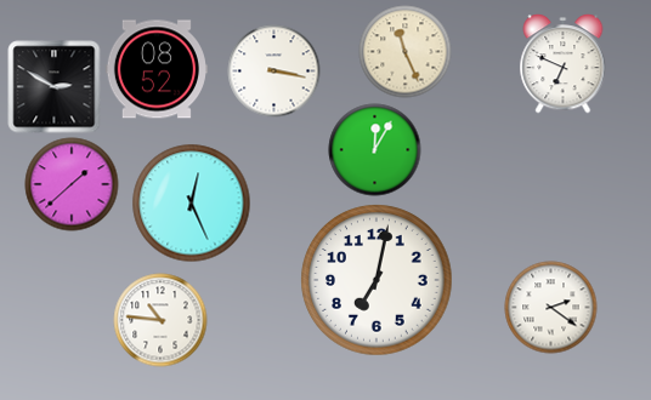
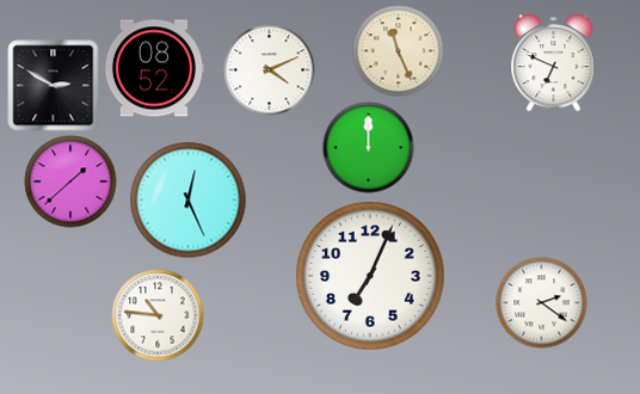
clock at (274, 72): 3:17 -> 4:11
clock at (375, 150): 12:05 -> 12:00
clock at (377, 280): 7:02 -> 7:04
